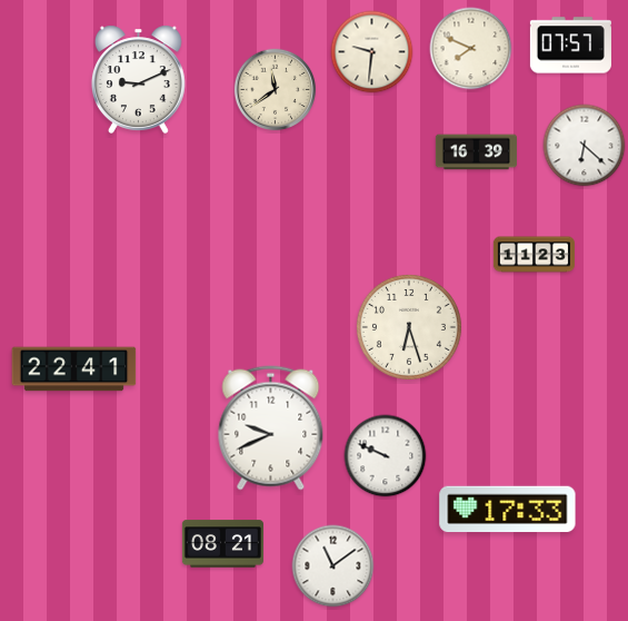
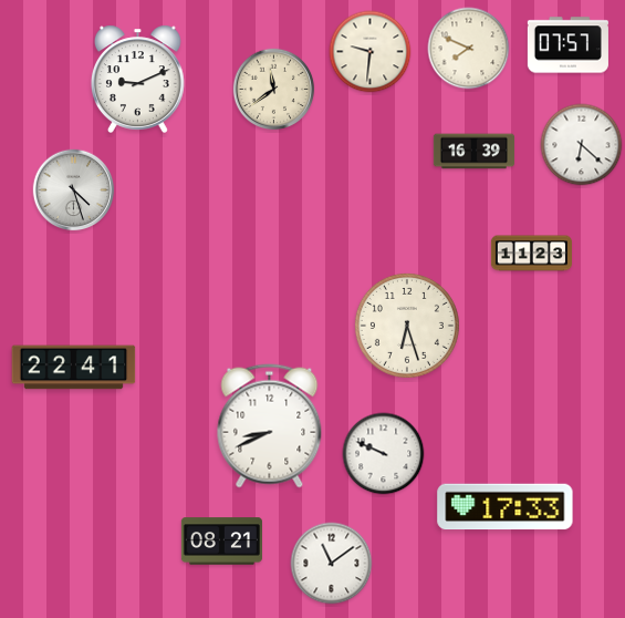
clock at (74, 190): none -> 4:27
clock at (271, 428): 9:41 -> 8:41
